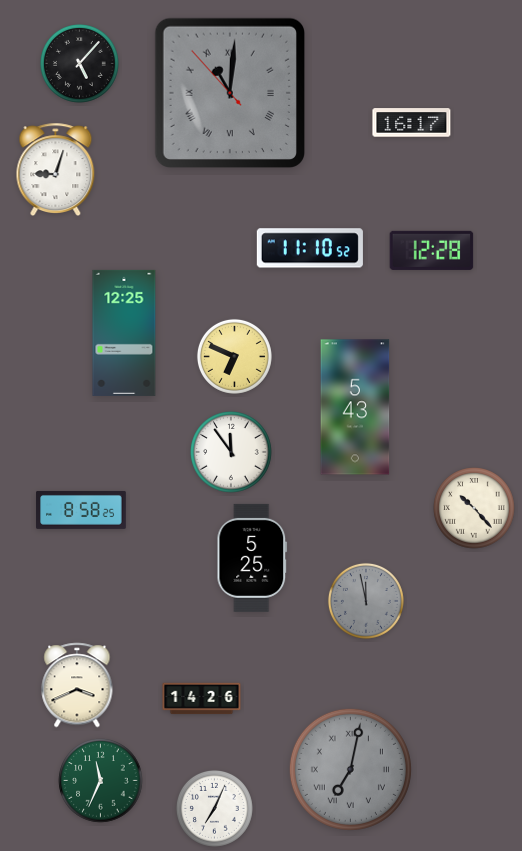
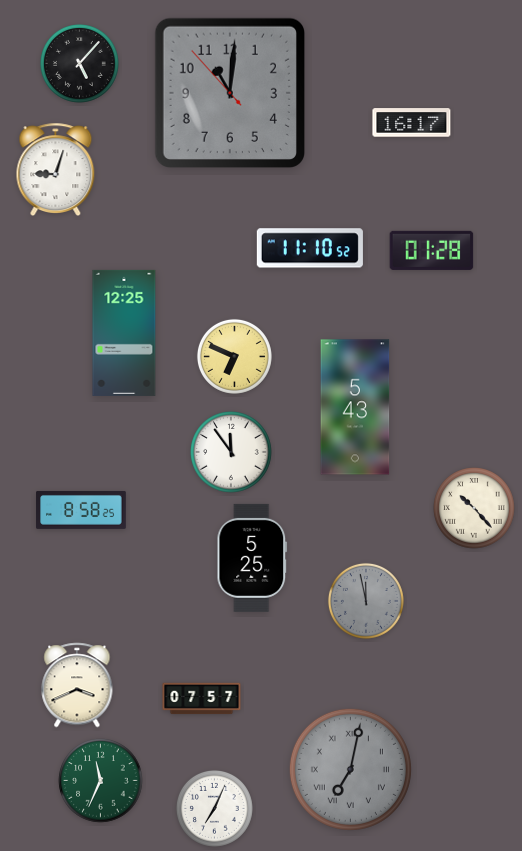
clock at (229, 92) numerals: Roman -> Arabic
clock at (432, 250): 12:28 -> 01:28
clock at (202, 699): 14:26 -> 07:57
